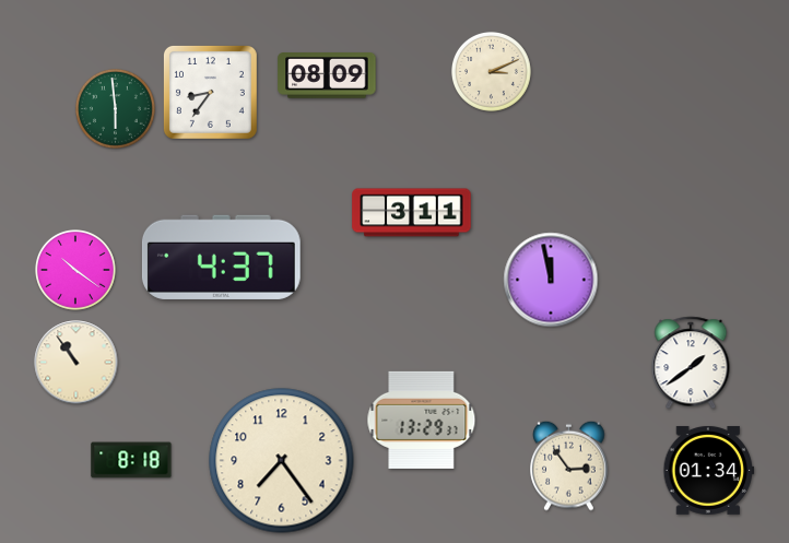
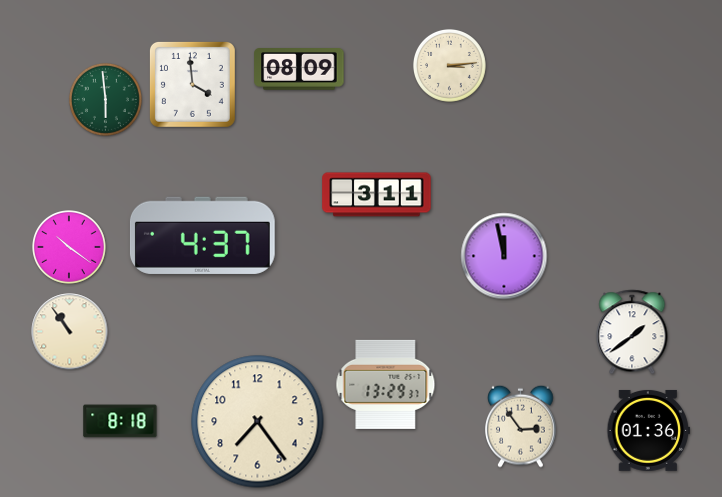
clock at (491, 71): 3:11 -> 3:14
clock at (210, 92): 8:36 -> 3:59
clock at (709, 470): 01:34 -> 01:36
